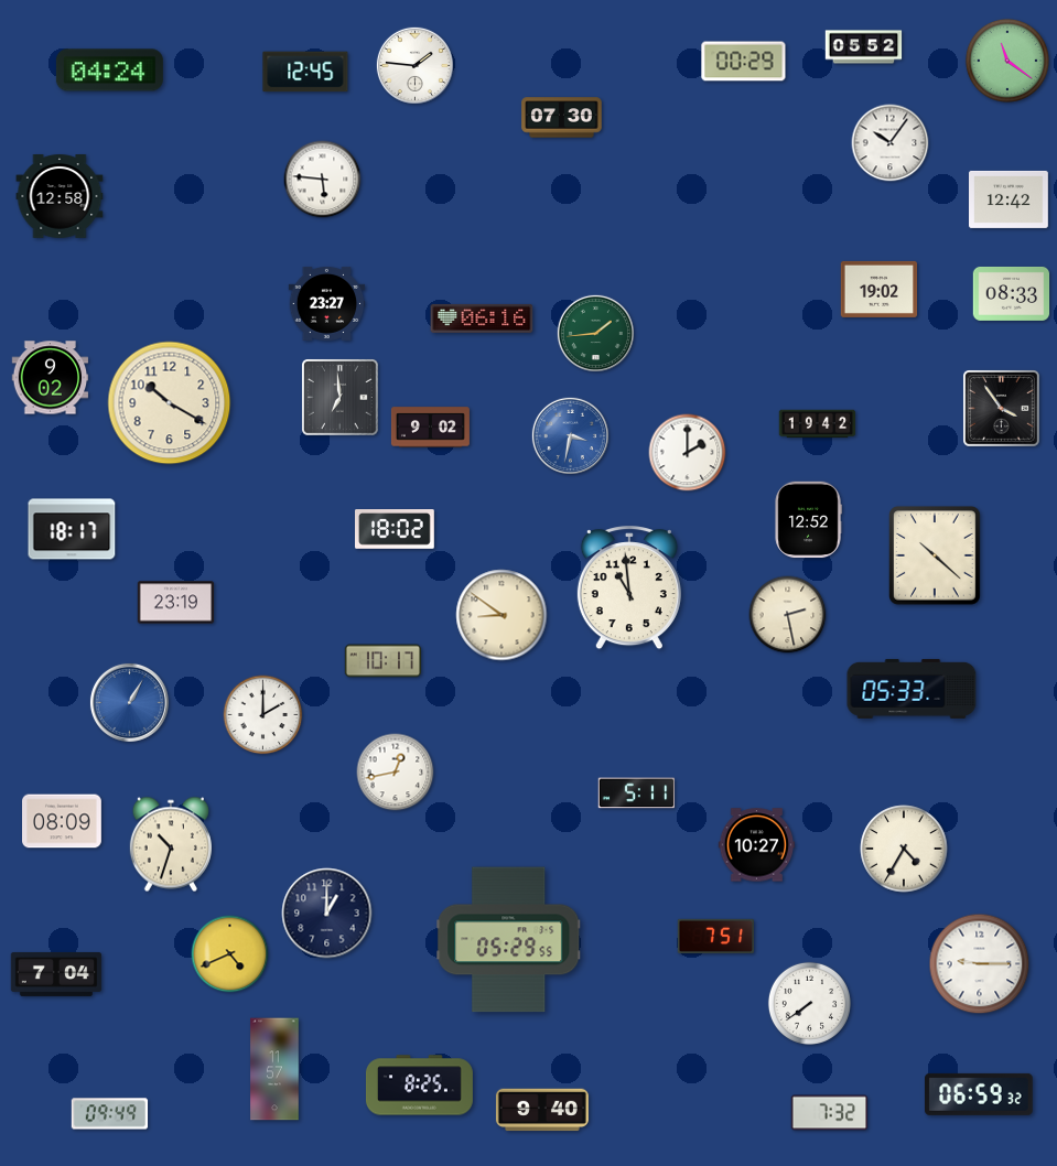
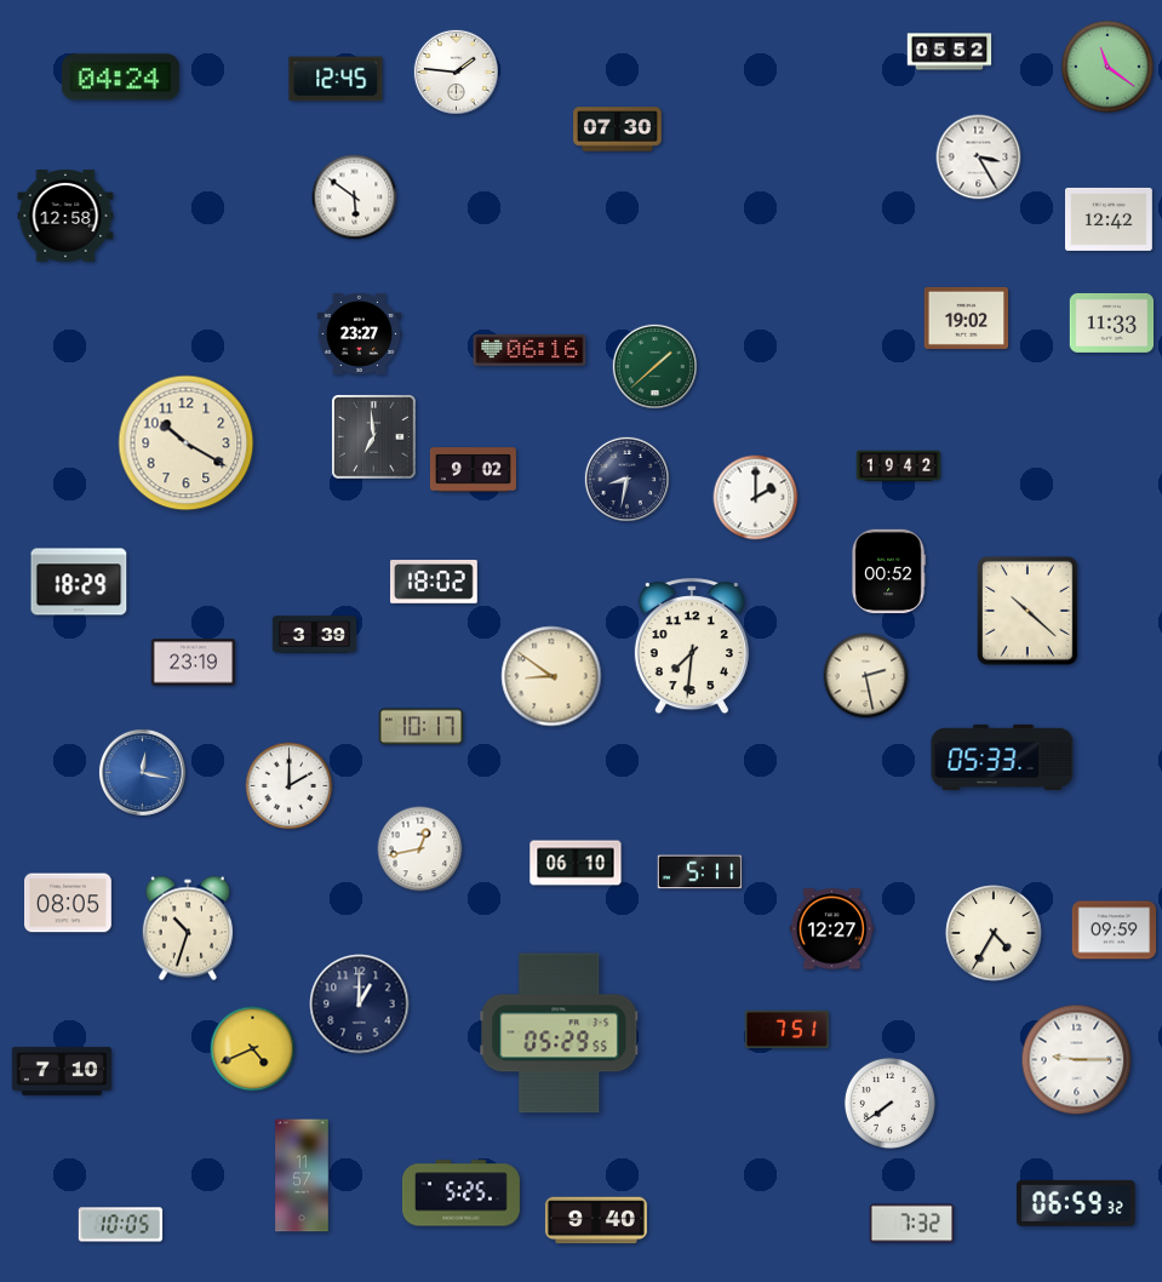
clock at (744, 62): 00:29 -> none
clock at (891, 143): 10:06 -> 3:25
clock at (323, 180): 5:46 -> 5:51
clock at (1012, 293): 08:33 -> 11:33
clock at (595, 333): 1:44 -> 1:38
clock at (51, 378): 9:02 -> none
clock at (1002, 409): 3:54 -> none
clock at (570, 435): 3:32 -> 8:32
clock at (570, 435) dial: blue -> navy
clock at (808, 520): 12:52 -> 00:52
clock at (72, 529): 18:17 -> 18:29
clock at (315, 635): none -> 3:39
clock at (629, 589): 10:59 -> 7:31
clock at (129, 702): 1:05 -> 12:17
clock at (396, 773) position: (396, 773) -> (420, 849)
clock at (576, 863): none -> 06:10
clock at (63, 821): 08:09 -> 08:05
clock at (757, 845): 10:27 -> 12:27
clock at (1115, 931): none -> 09:59
clock at (56, 974): 7:04 -> 7:10
clock at (419, 1086): 8:25 -> 5:25
clock at (110, 1114): 09:49 -> 10:05
